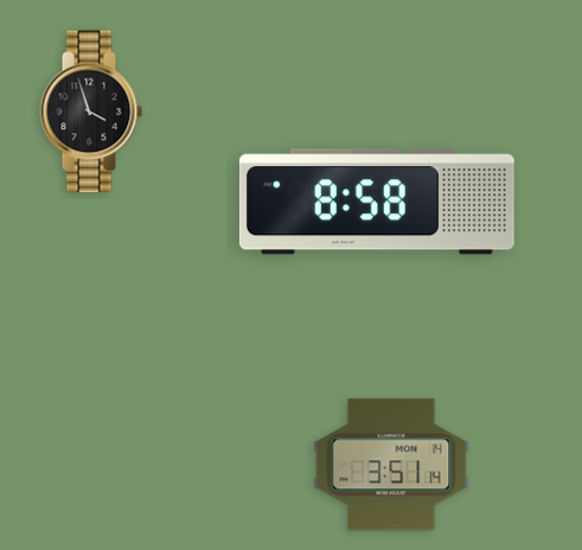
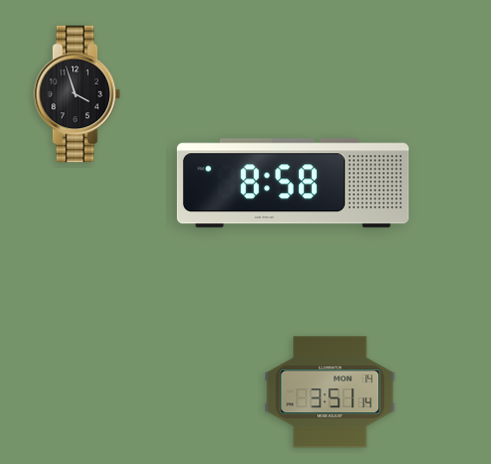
clock at (377, 202) position: (377, 202) -> (293, 183)
